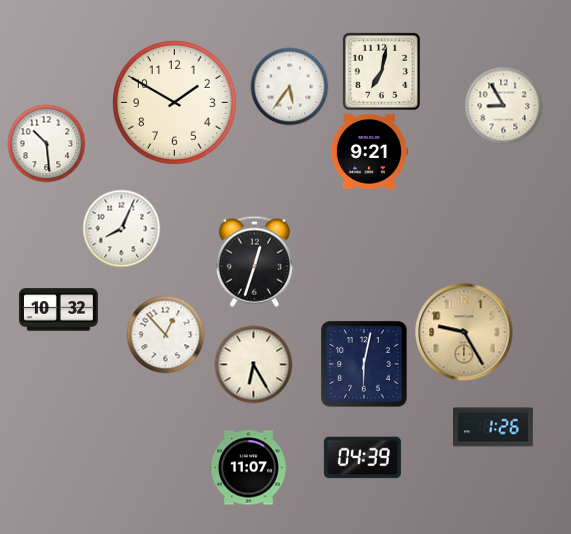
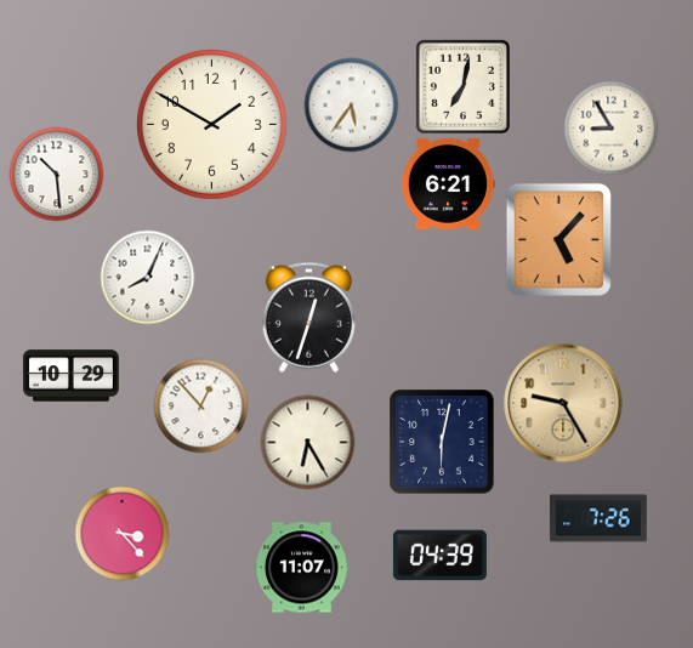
clock at (369, 151): 9:21 -> 6:21
clock at (558, 239): none -> 5:07
clock at (58, 310): 10:32 -> 10:29
clock at (494, 427): 1:26 -> 7:26
clock at (121, 533): none -> 3:23
